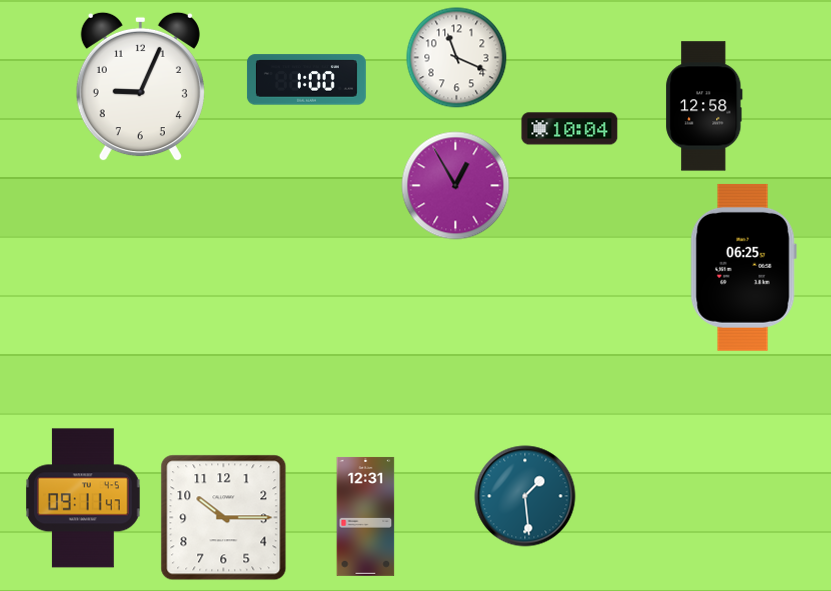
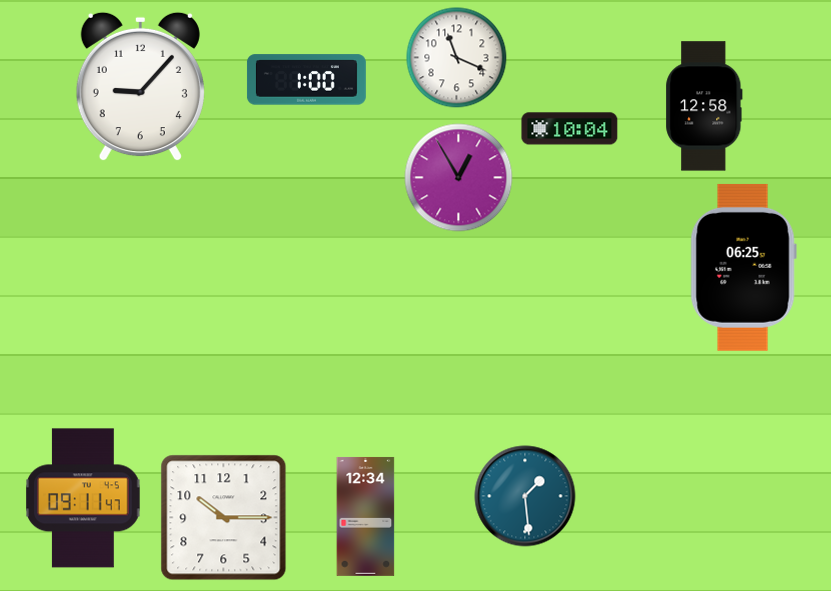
clock at (140, 87): 9:04 -> 9:07
clock at (456, 186) position: (456, 186) -> (459, 178)
clock at (366, 516): 12:31 -> 12:34
